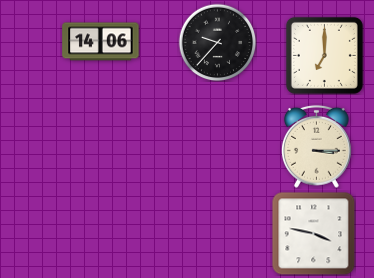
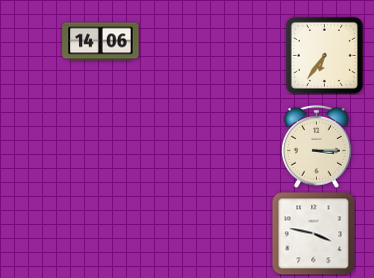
clock at (217, 42): 9:37 -> none
clock at (324, 55): 7:00 -> 6:36
